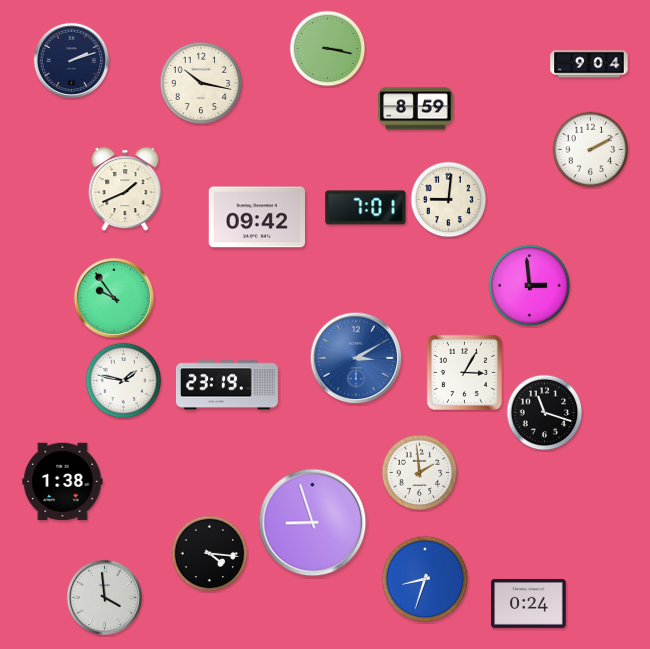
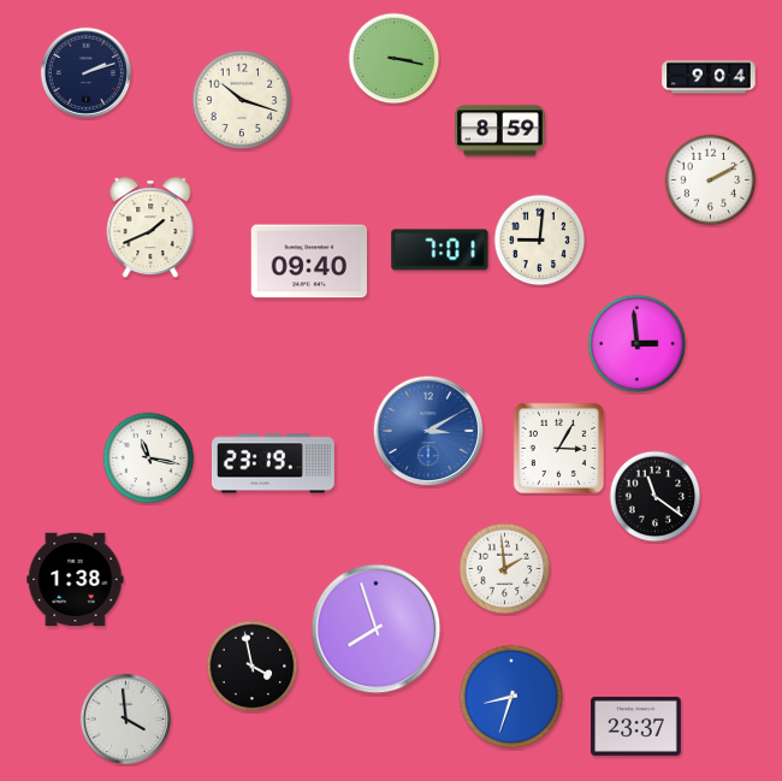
clock at (201, 83): 10:17 -> 10:18
clock at (257, 217): 09:42 -> 09:40
clock at (113, 297): 9:54 -> none
clock at (124, 381): 1:47 -> 11:17
clock at (545, 413): 11:18 -> 11:21
clock at (313, 523): 8:57 -> 7:57
clock at (210, 554): 4:16 -> 3:58
clock at (529, 603): 0:24 -> 23:37
